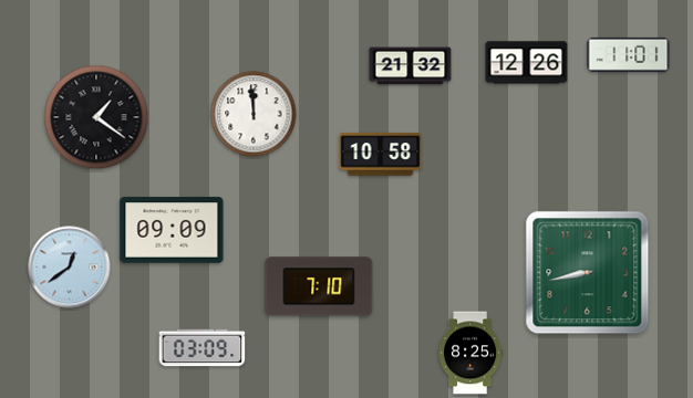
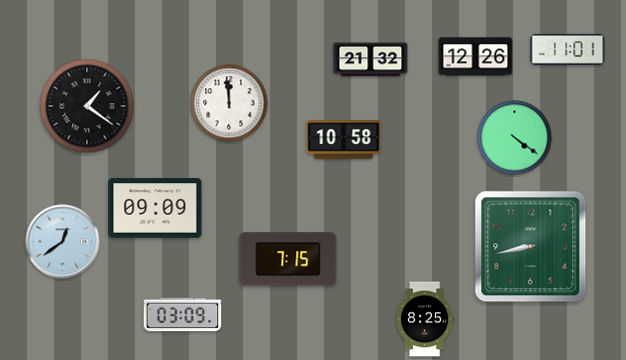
clock at (515, 138): none -> 4:21
clock at (319, 286): 7:10 -> 7:15
